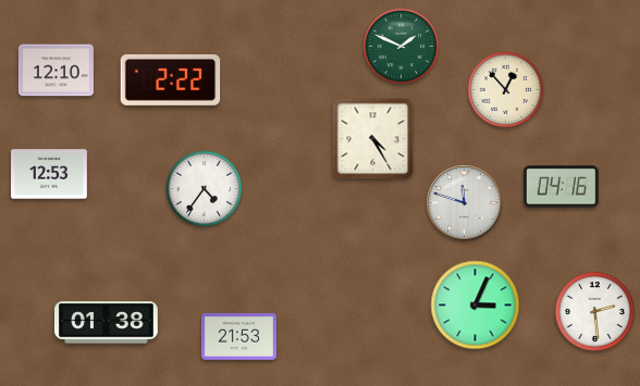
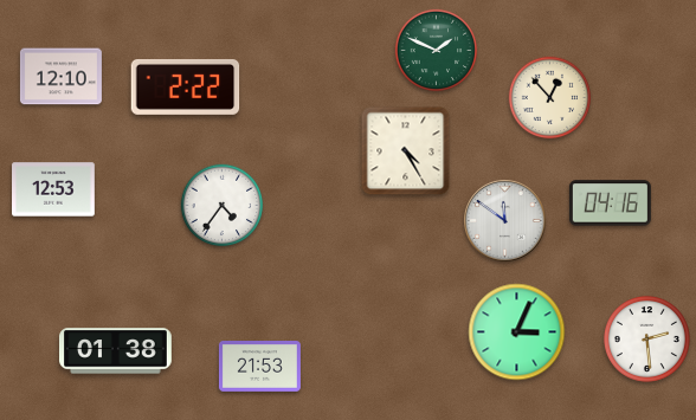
clock at (465, 203): 11:48 -> 11:51
